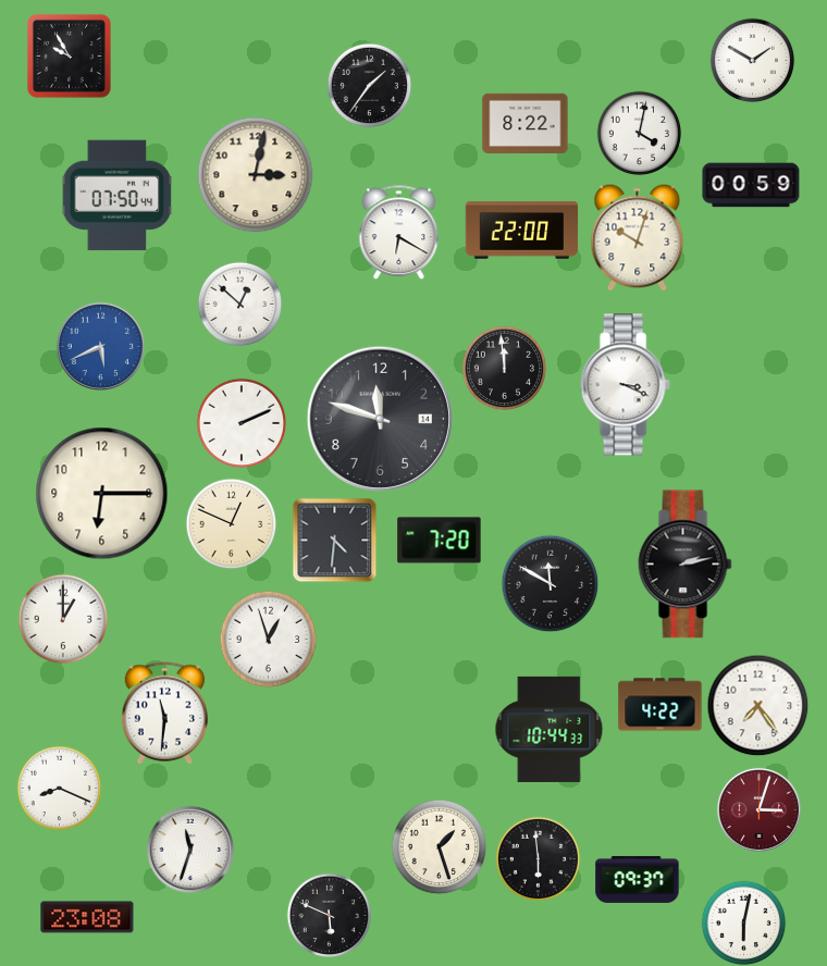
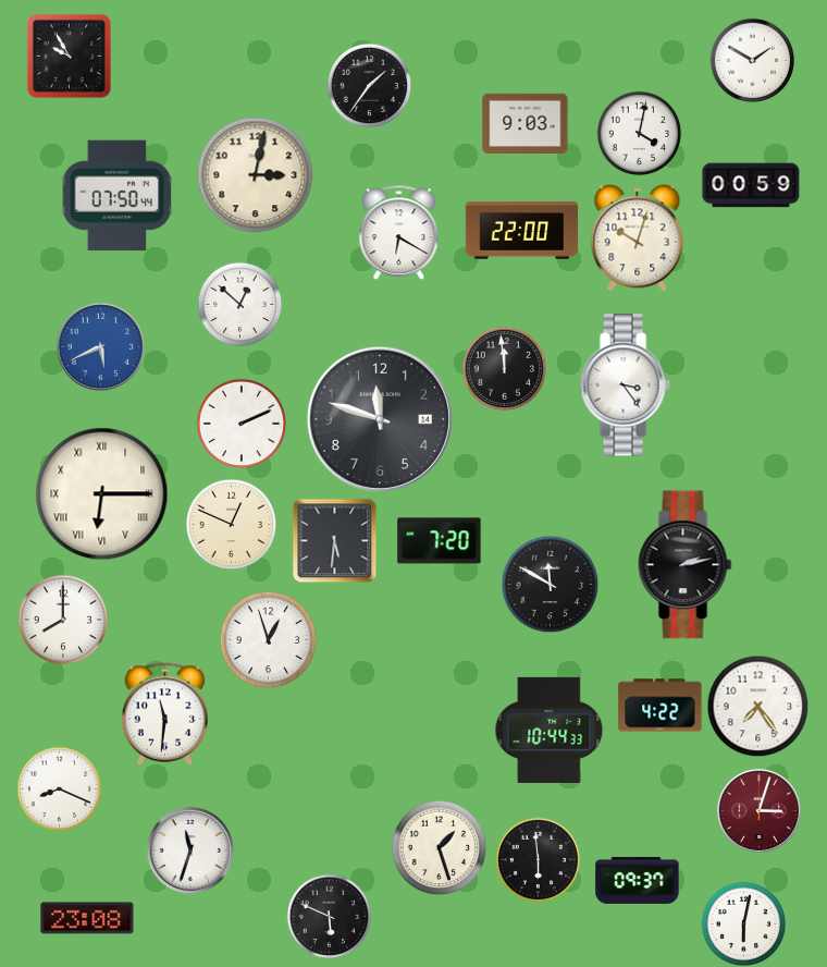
clock at (526, 123): 8:22 -> 9:03
clock at (625, 385): 3:19 -> 3:24
clock at (102, 494) numerals: Arabic -> Roman
clock at (334, 540): 4:31 -> 5:31
clock at (63, 619): 1:00 -> 8:00
